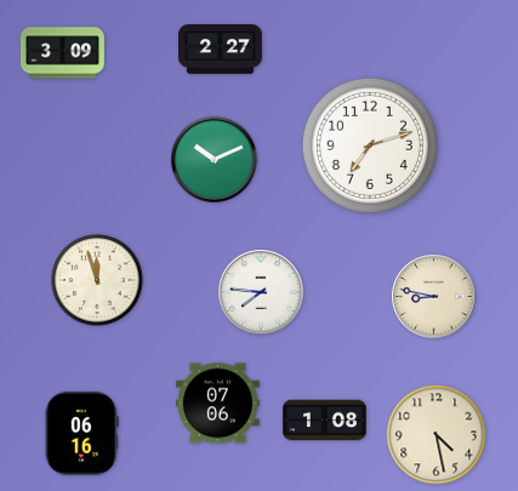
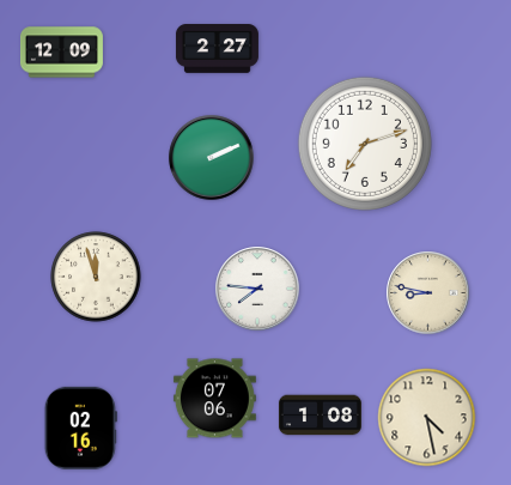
clock at (62, 53): 3:09 -> 12:09
clock at (215, 160): 10:11 -> 2:11
clock at (81, 433): 06:16 -> 02:16
clock at (437, 435) position: (437, 435) -> (427, 418)
